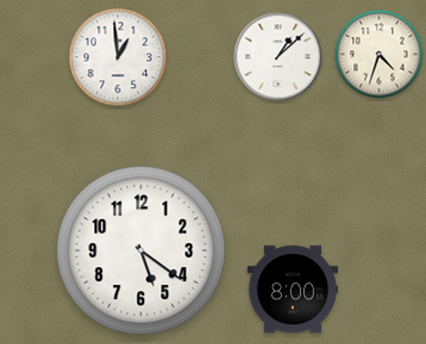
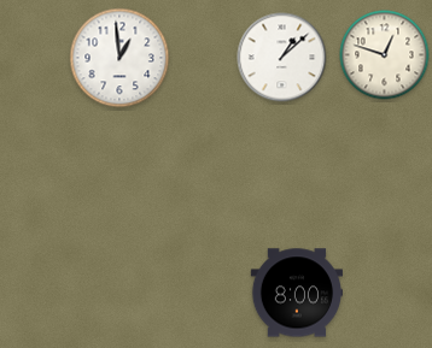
clock at (380, 55): 4:33 -> 12:48
clock at (142, 251): 5:21 -> none
